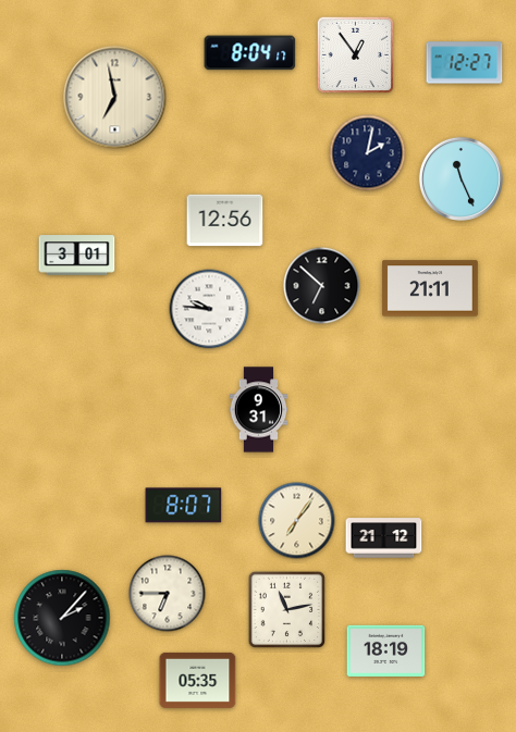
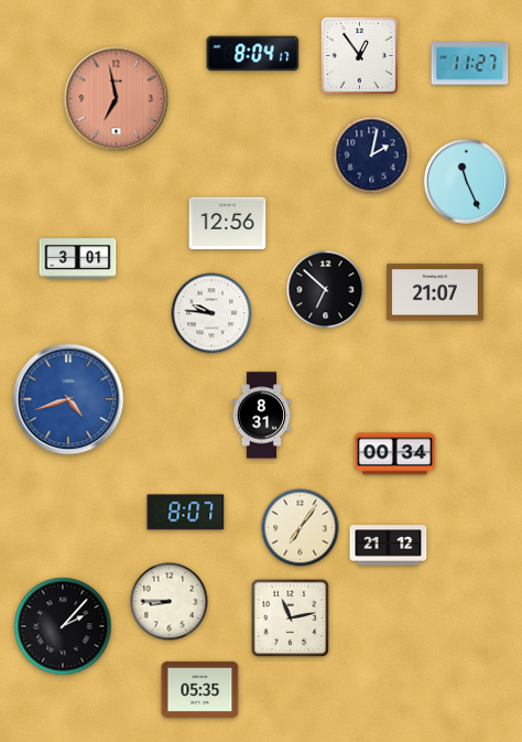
clock at (465, 63): 12:27 -> 11:27
clock at (115, 98) dial: cream -> salmon
clock at (430, 288): 21:11 -> 21:07
clock at (68, 399): none -> 4:42
clock at (259, 410): 9:31 -> 8:31
clock at (394, 454): none -> 00:34
clock at (168, 594): 6:45 -> 8:45
clock at (386, 650): 18:19 -> none
